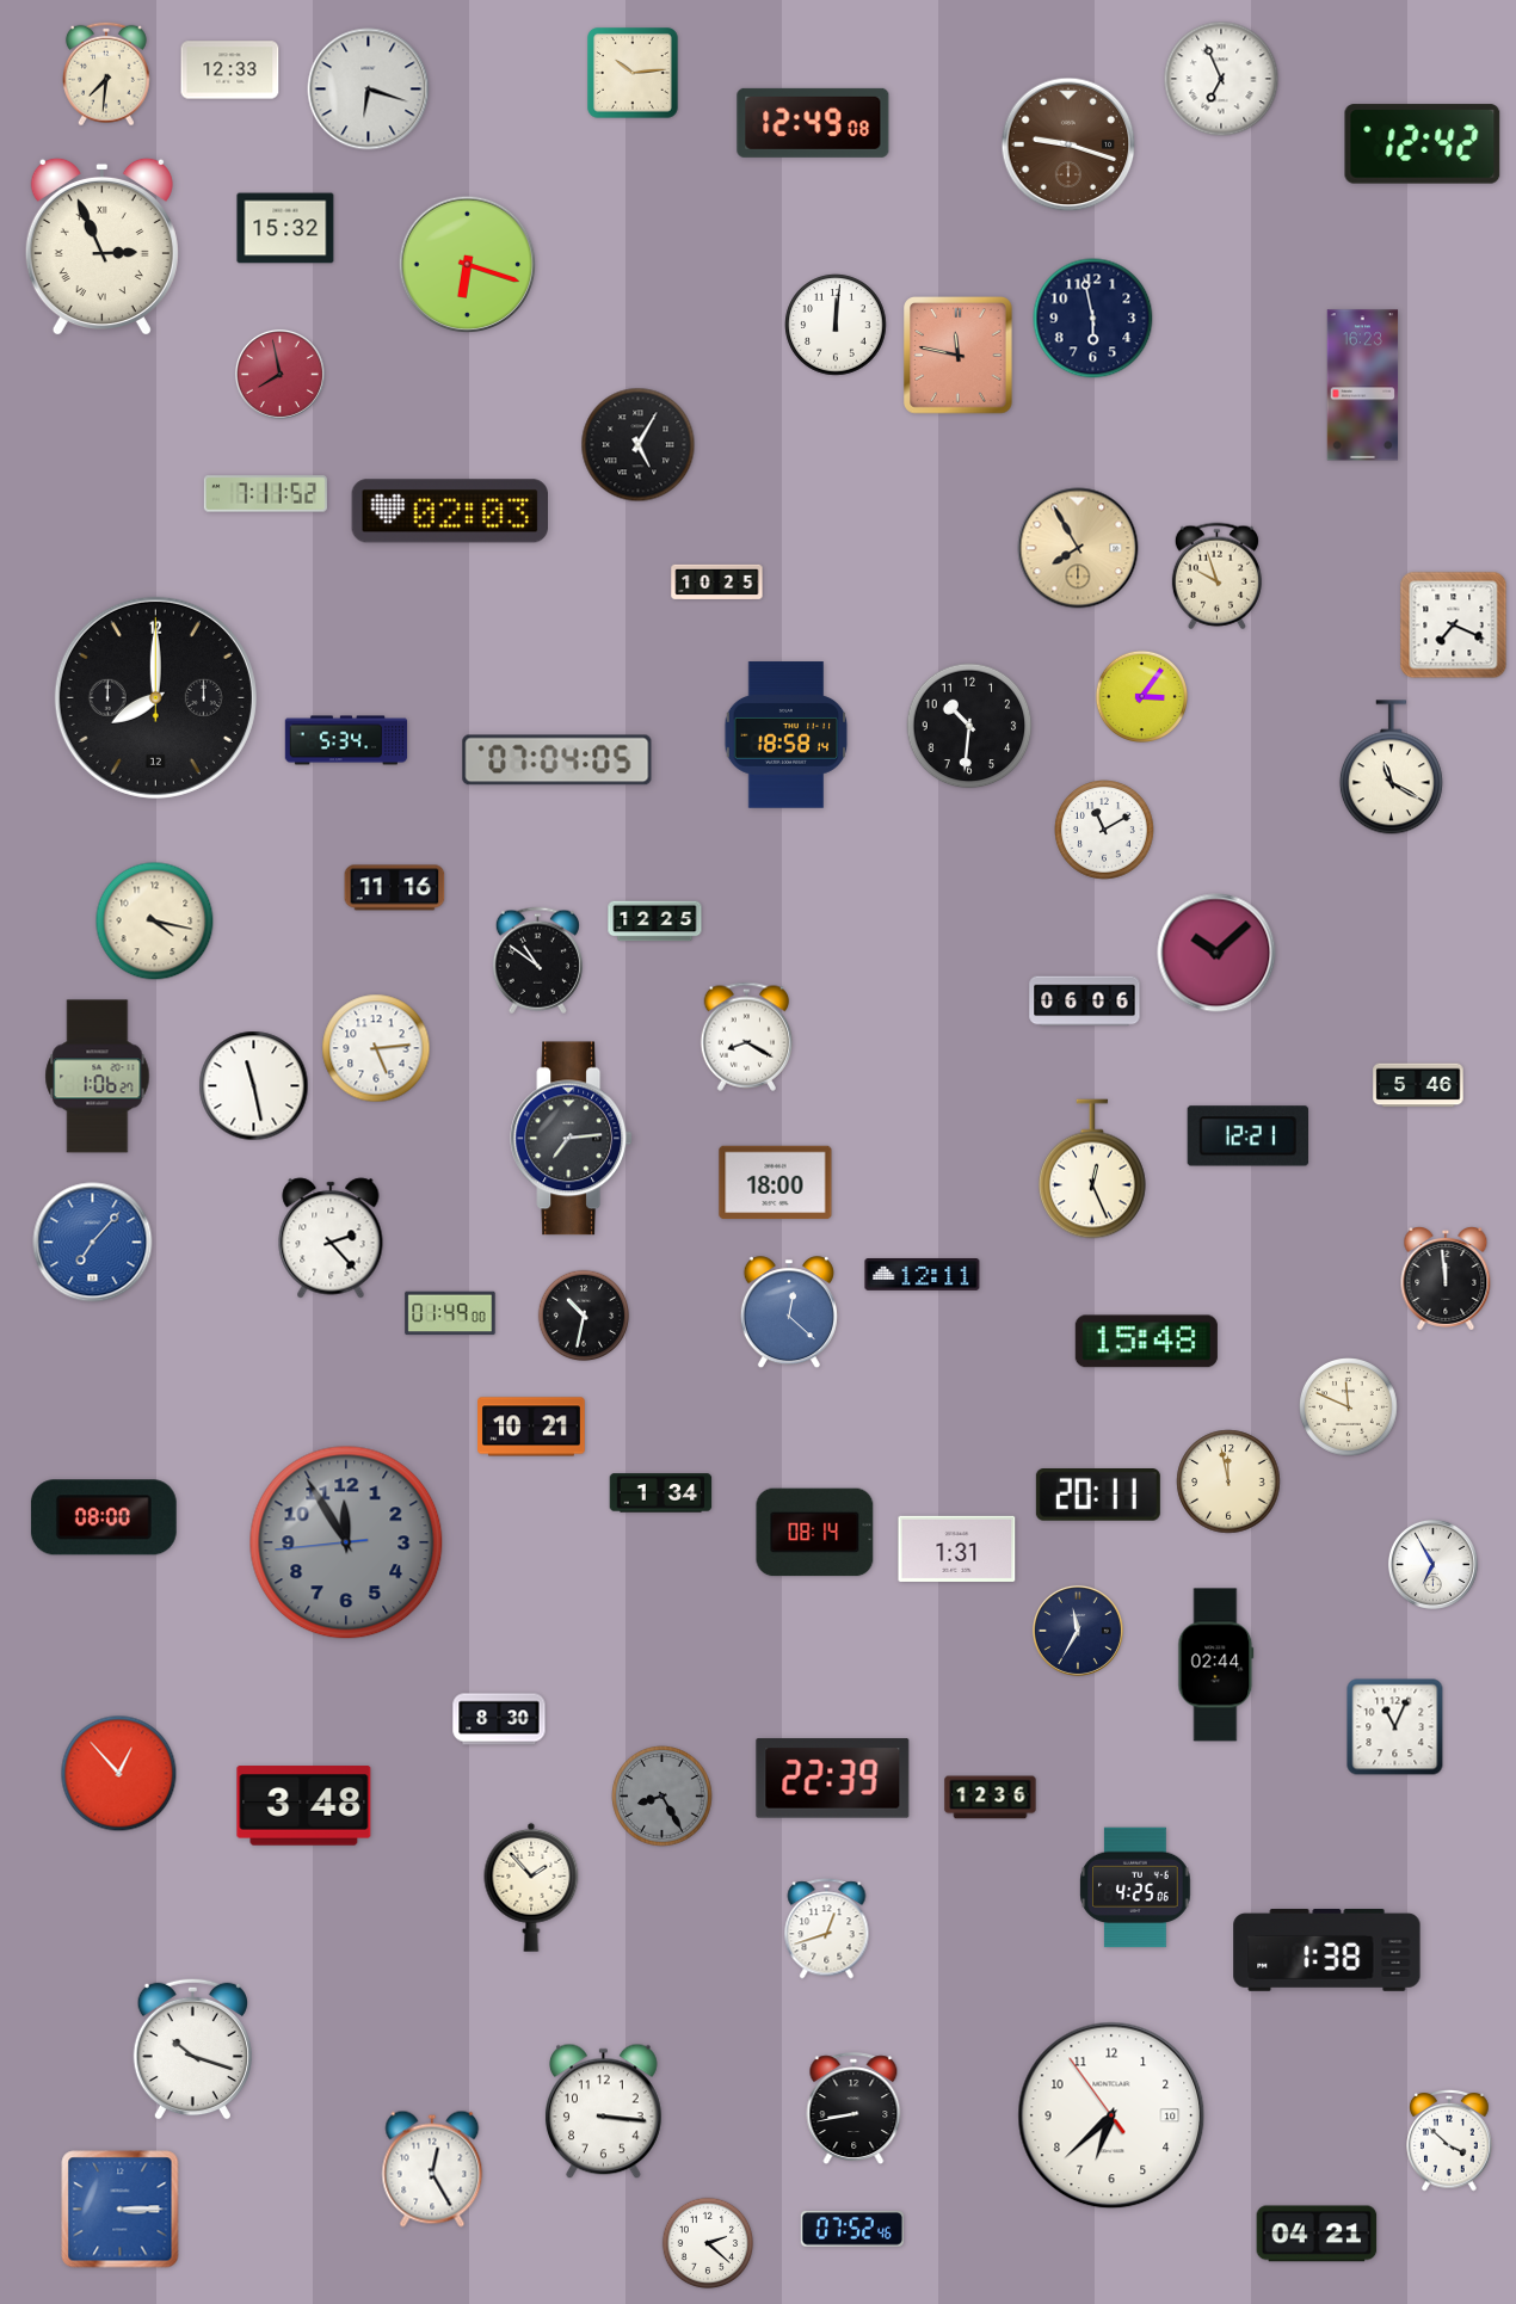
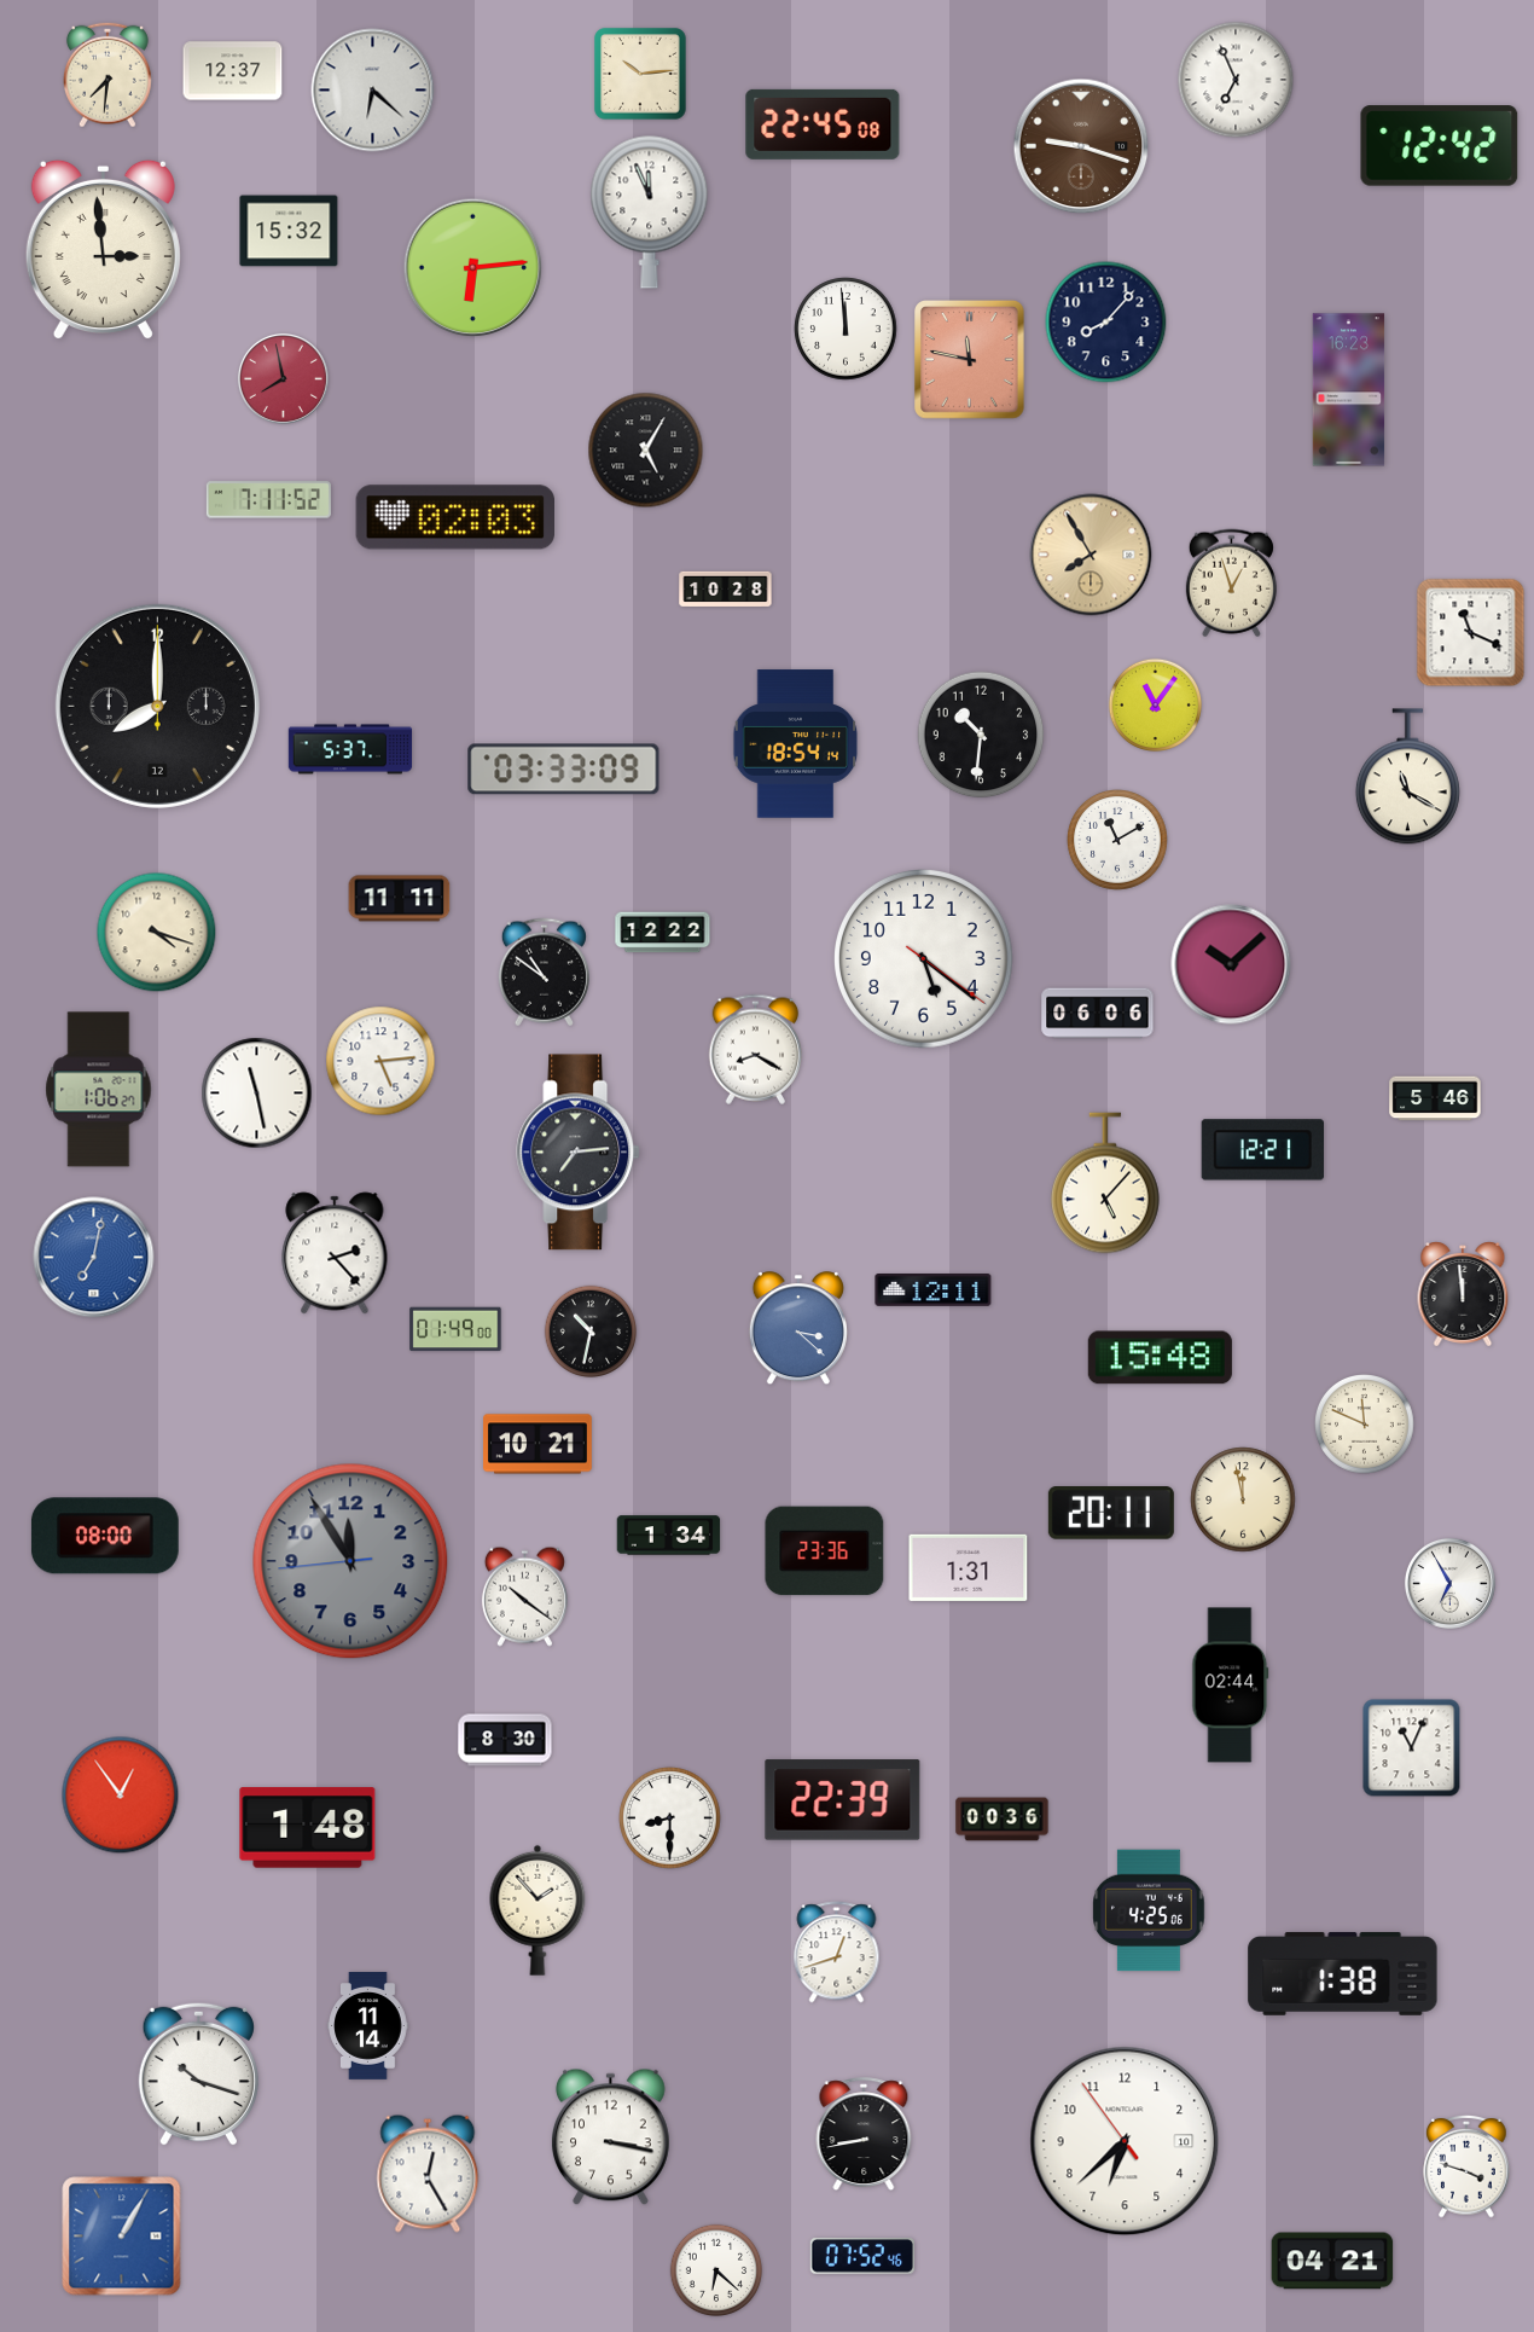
clock at (230, 70): 12:33 -> 12:37
clock at (369, 90): 6:18 -> 6:22
clock at (813, 123): 12:49 -> 22:45
clock at (650, 211): none -> 11:56
clock at (101, 247): 2:56 -> 2:59
clock at (468, 265): 6:18 -> 6:14
clock at (1093, 319): 5:58 -> 8:07
clock at (836, 325): 12:01 -> 11:59
clock at (1363, 386) position: (1363, 386) -> (1349, 390)
clock at (1216, 577): 9:57 -> 12:57
clock at (717, 583): 10:25 -> 10:28
clock at (1454, 626): 7:19 -> 11:19
clock at (1141, 696): 3:06 -> 11:06
clock at (787, 735): 18:58 -> 18:54
clock at (346, 740): 5:34 -> 5:37
clock at (557, 760): 07:04 -> 03:33
clock at (395, 888): 11:16 -> 11:11
clock at (155, 922): 4:17 -> 4:18
clock at (655, 922): 12:25 -> 12:22
clock at (924, 959): none -> 5:21
clock at (254, 1086) position: (254, 1086) -> (257, 1094)
clock at (1093, 1169): 12:26 -> 5:07
clock at (776, 1183): 18:00 -> none
clock at (93, 1243): 7:07 -> 7:02
clock at (789, 1313): 12:22 -> 3:22
clock at (661, 1493) position: (661, 1493) -> (669, 1536)
clock at (815, 1533): 08:14 -> 23:36
clock at (524, 1596): none -> 10:21
clock at (1078, 1631): 11:35 -> none
clock at (119, 1774): 12:53 -> 12:54
clock at (663, 1797): 8:25 -> 8:30
clock at (663, 1797) dial: grey -> white
clock at (991, 1798): 12:36 -> 00:36
clock at (304, 1806): 3:48 -> 1:48
clock at (368, 2026): none -> 11:14
clock at (192, 2049) position: (192, 2049) -> (198, 2073)
clock at (604, 2112): 3:16 -> 3:17
clock at (1449, 2140): 3:52 -> 3:48
clock at (432, 2169) position: (432, 2169) -> (428, 2174)
clock at (121, 2210): 3:15 -> 1:05
clock at (708, 2243): 2:22 -> 6:22
